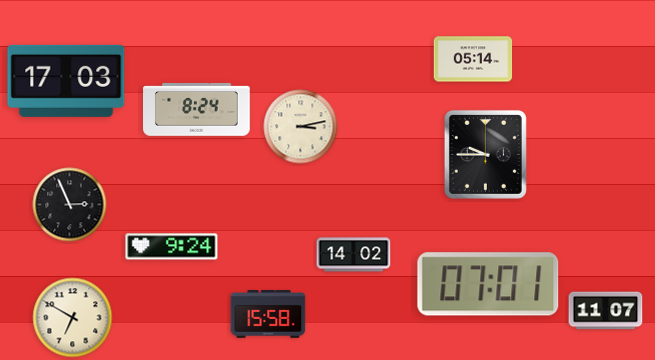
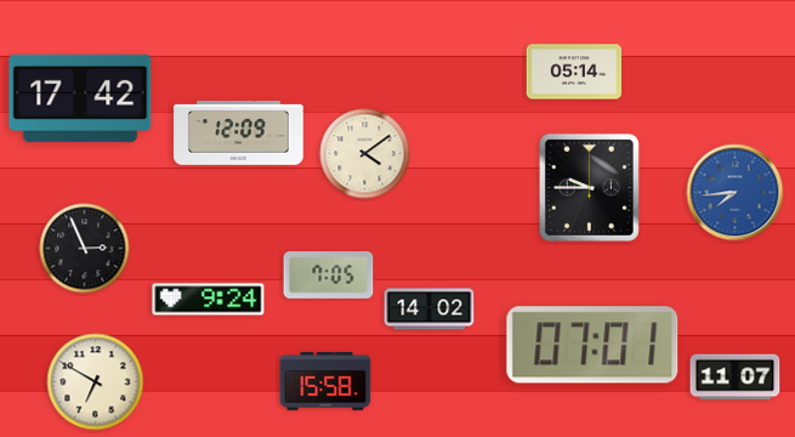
clock at (66, 81): 17:03 -> 17:42
clock at (197, 109): 8:24 -> 12:09
clock at (301, 127): 3:13 -> 4:09
clock at (736, 193): none -> 7:44
clock at (329, 276): none -> 7:05
clock at (73, 318) position: (73, 318) -> (96, 382)
